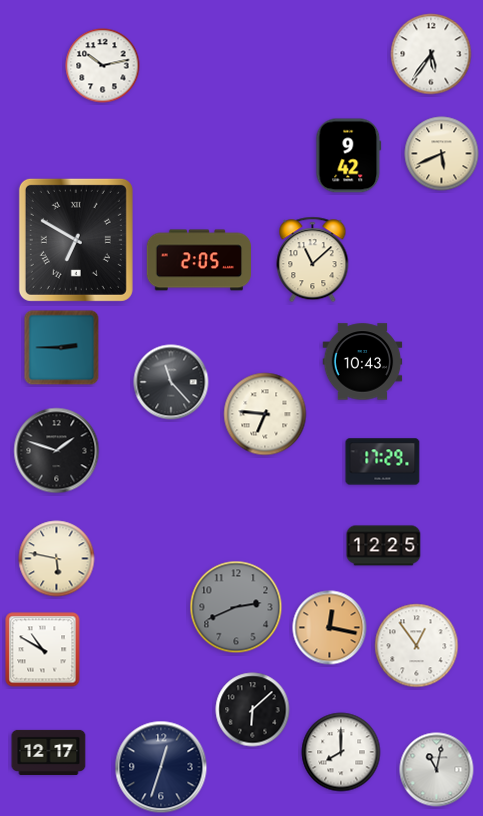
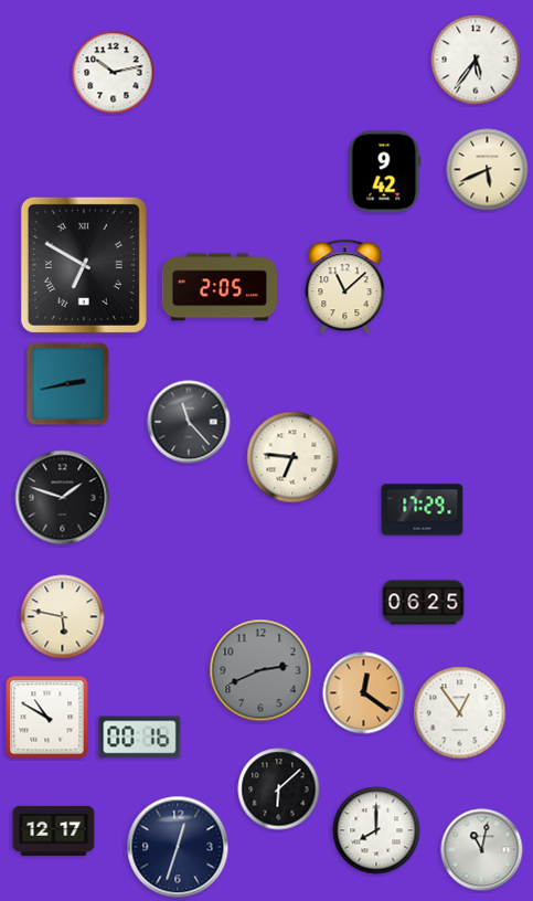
clock at (62, 348): 2:45 -> 2:43
clock at (363, 362): 10:43 -> none
clock at (384, 546): 12:25 -> 06:25
clock at (330, 628): 12:17 -> 12:21
clock at (140, 738): none -> 00:16
clock at (253, 710) position: (253, 710) -> (279, 789)
